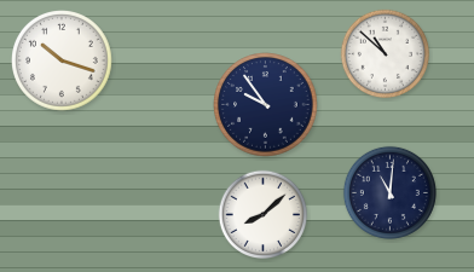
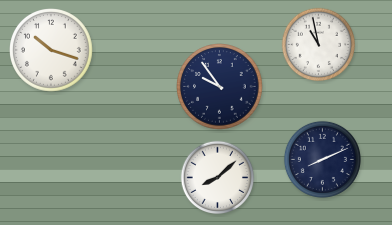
clock at (386, 54): 10:52 -> 10:58
clock at (389, 192): 11:01 -> 8:11
